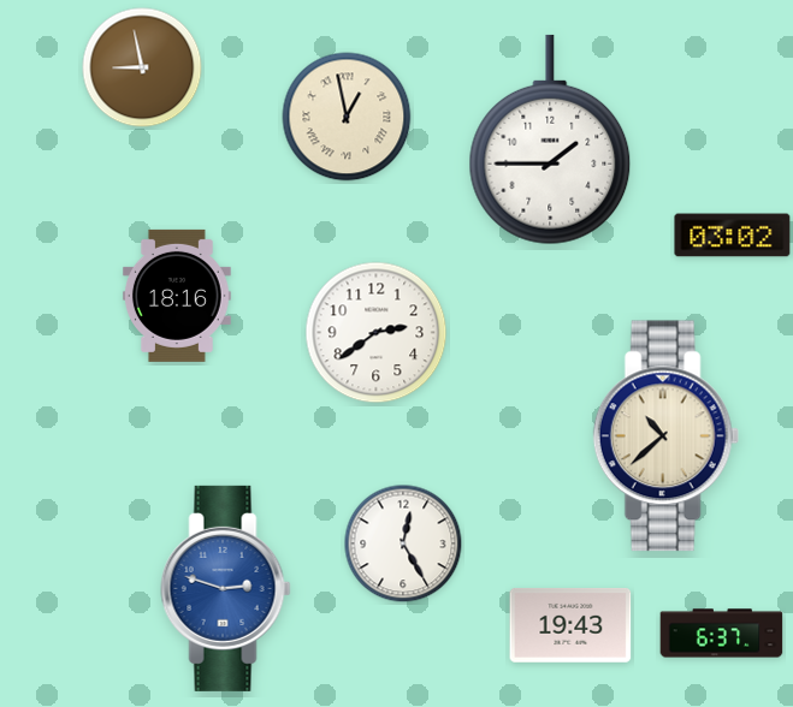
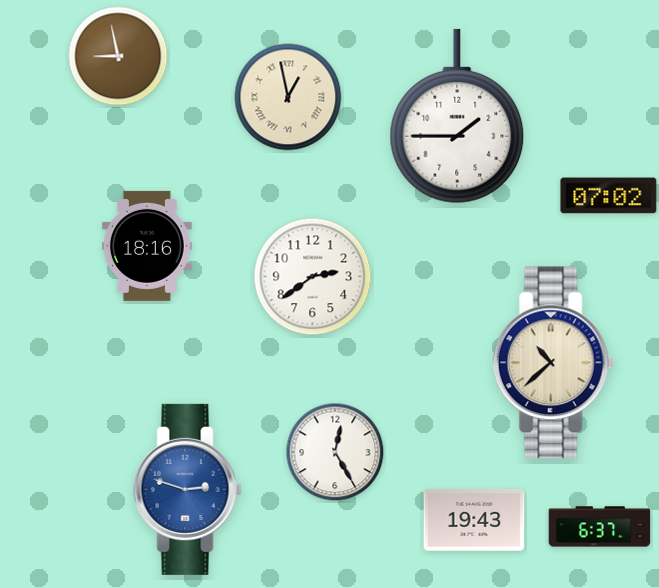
clock at (733, 236): 03:02 -> 07:02
